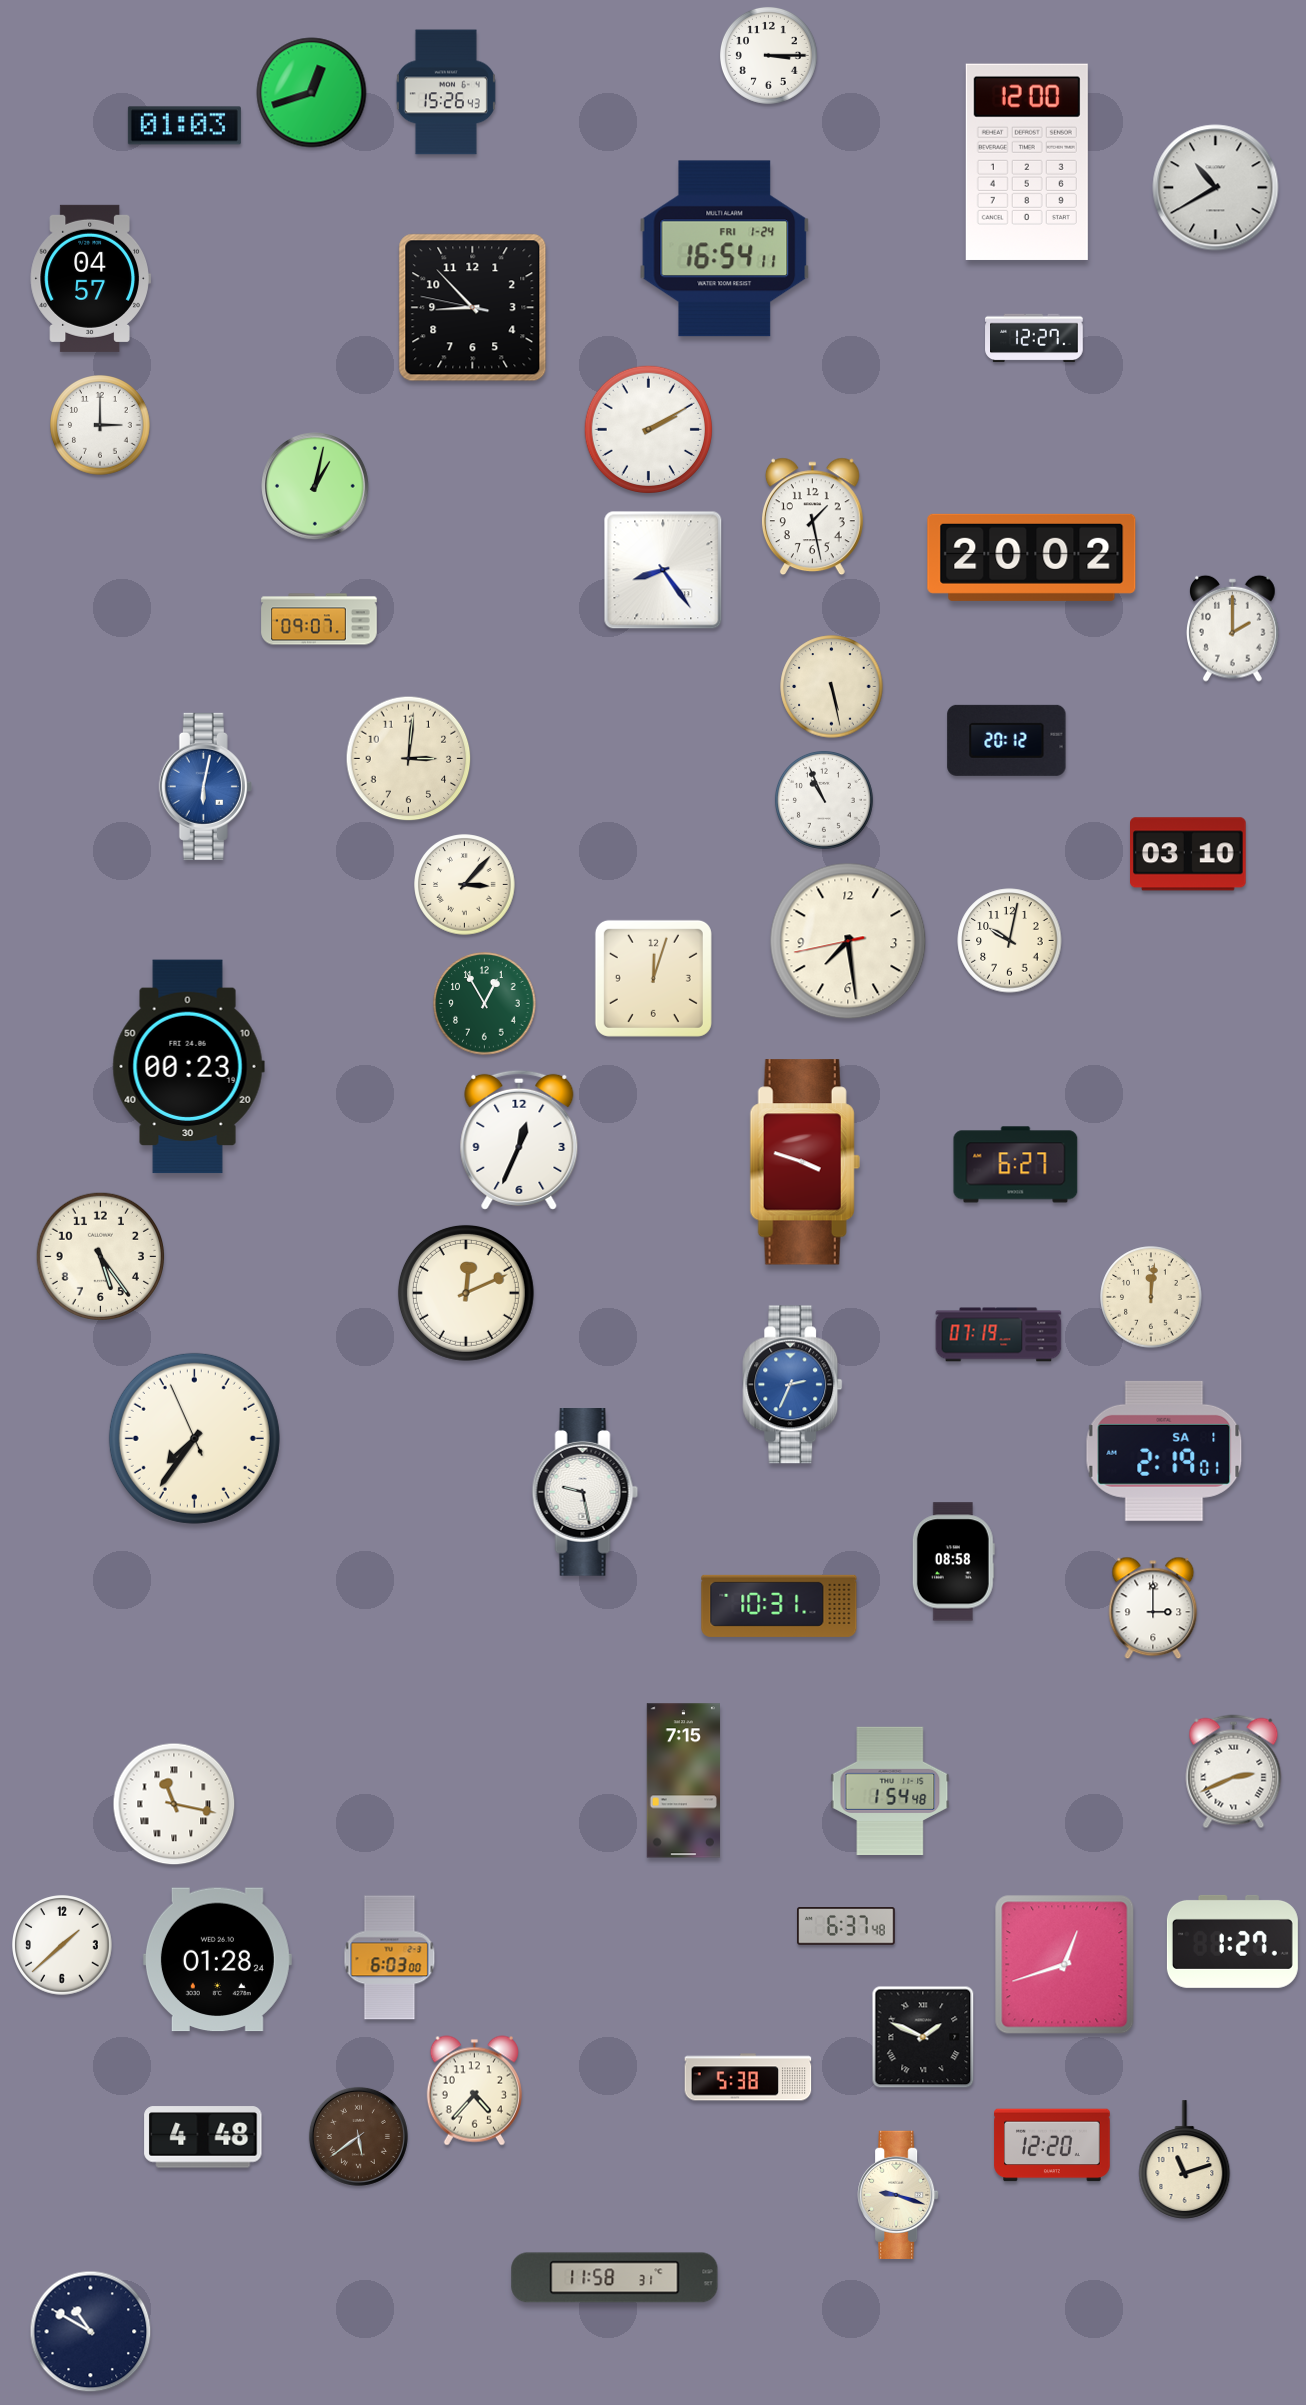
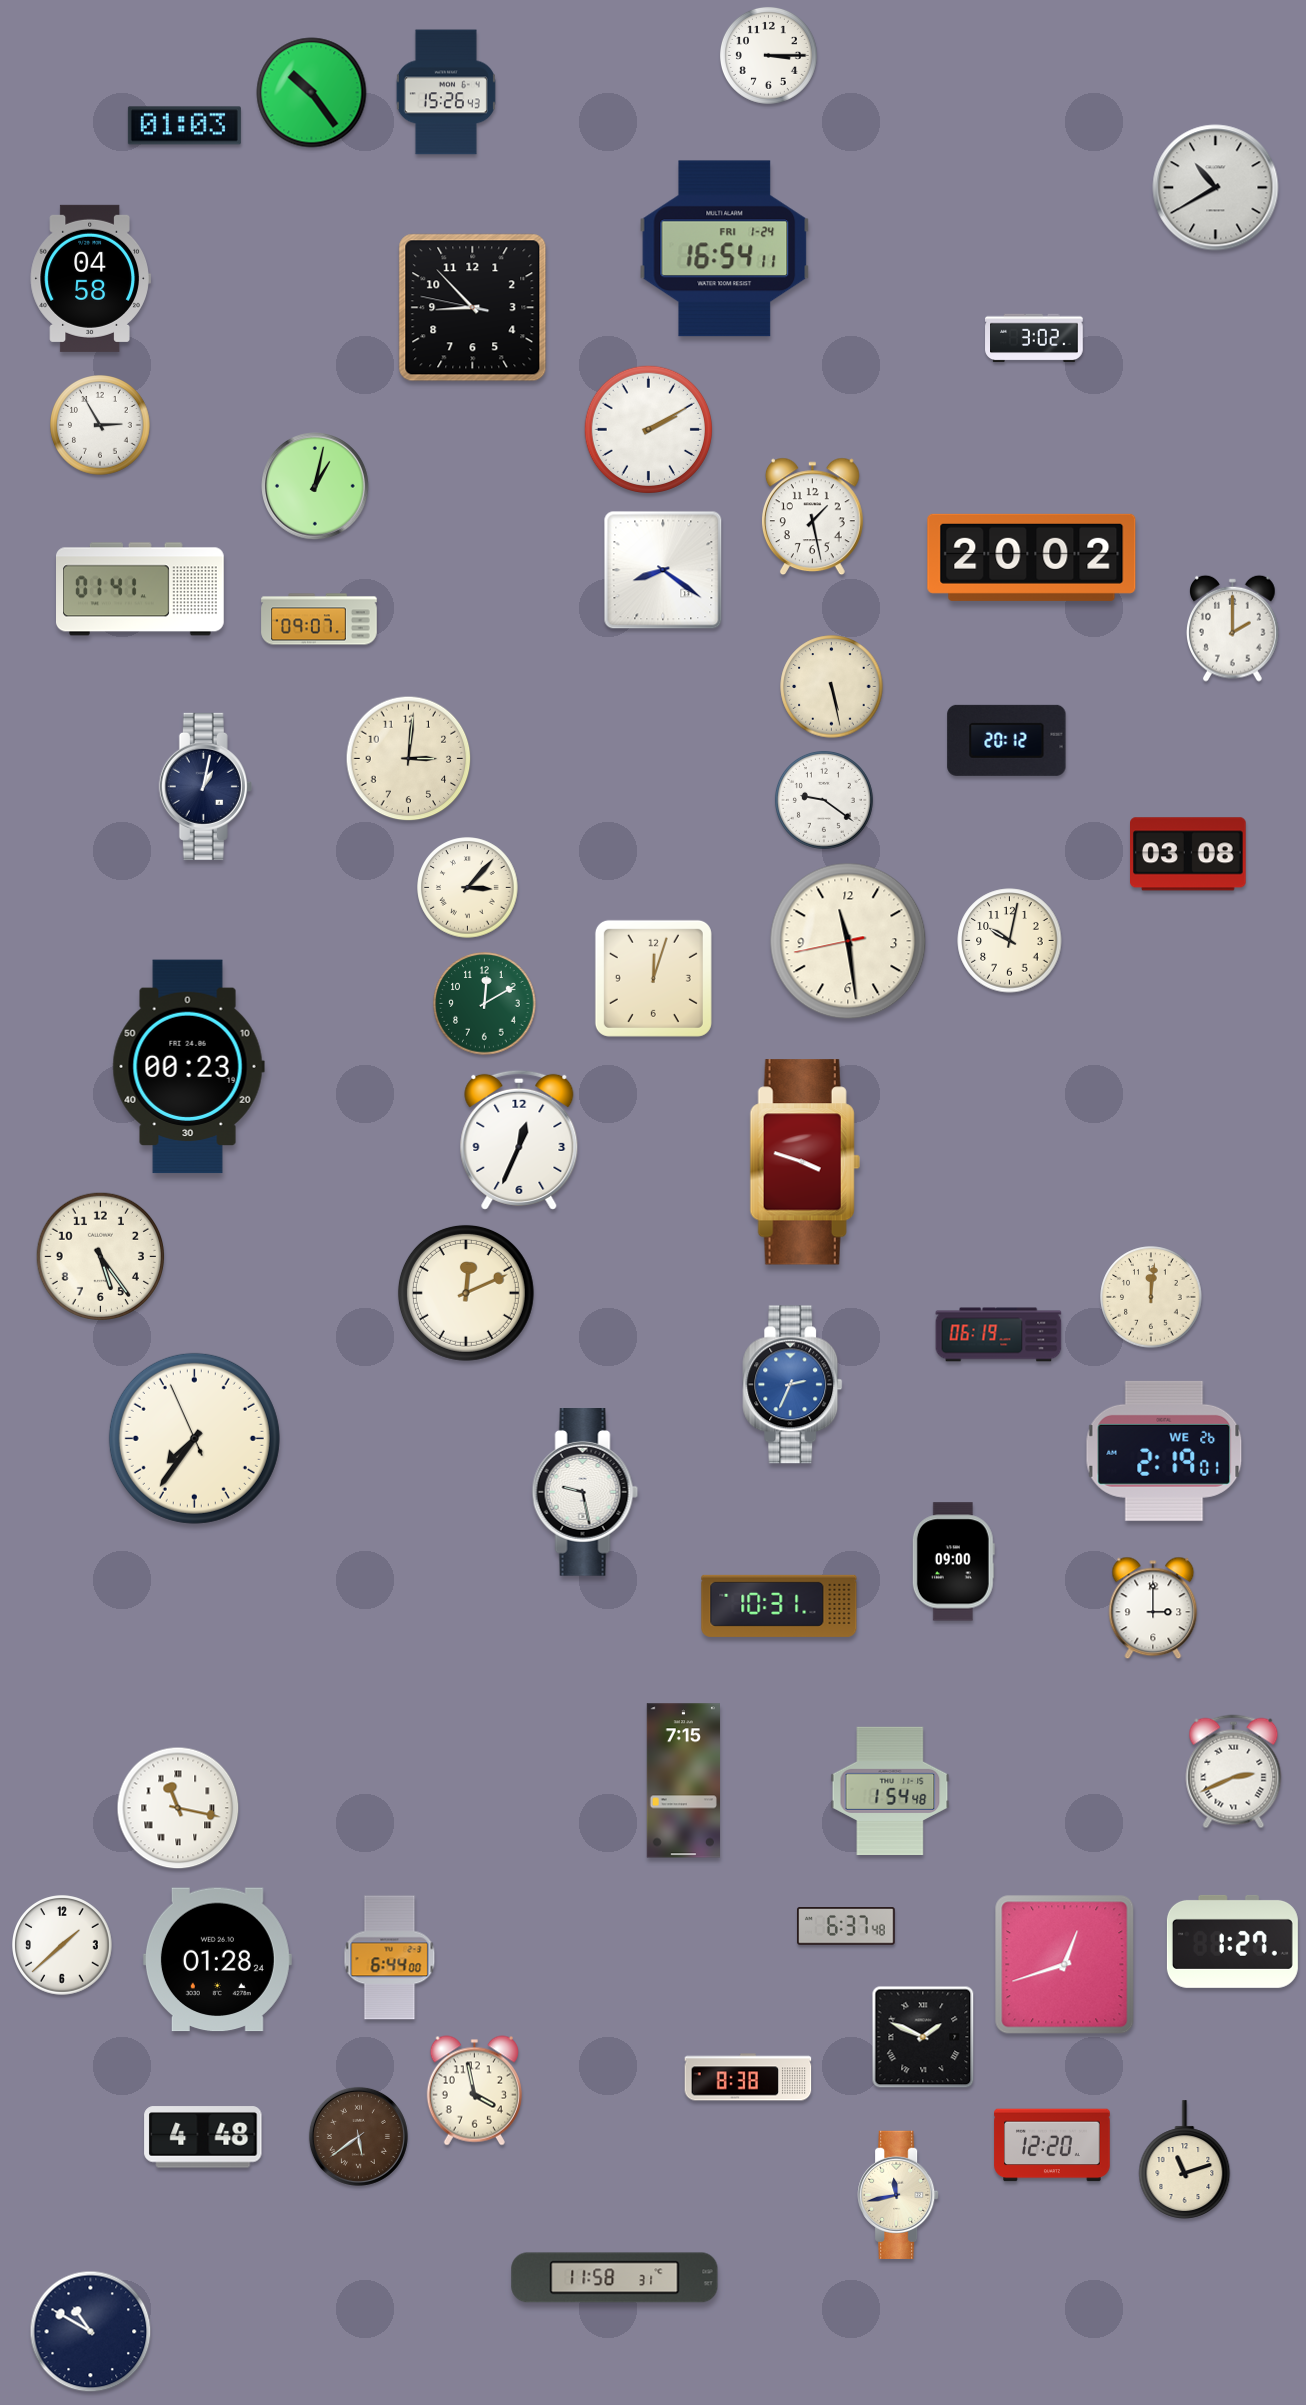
clock at (312, 93): 12:42 -> 10:24
clock at (1027, 162): 12:00 -> none
clock at (90, 278): 04:57 -> 04:58
clock at (1034, 338): 12:27 -> 3:02
clock at (100, 425): 3:00 -> 2:55
clock at (663, 570): 8:24 -> 8:21
clock at (141, 589): none -> 01:41
clock at (205, 786): 6:02 -> 1:02
clock at (205, 786) dial: blue -> navy
clock at (824, 800): 10:56 -> 9:21
clock at (1189, 854): 03:10 -> 03:08
clock at (465, 885) position: (465, 885) -> (468, 888)
clock at (848, 941): 7:28 -> 11:28
clock at (485, 1004): 12:55 -> 12:10
clock at (1016, 1165): 6:27 -> none
clock at (999, 1335): 07:19 -> 06:19
clock at (1164, 1451) date: SA 1 -> WE 26
clock at (953, 1562): 08:58 -> 09:00
clock at (174, 1804) position: (174, 1804) -> (178, 1808)
clock at (390, 1958): 6:03 -> 6:44
clock at (748, 2077): 5:38 -> 8:38
clock at (474, 2091): 4:37 -> 3:58
clock at (898, 2194): 9:18 -> 11:43
